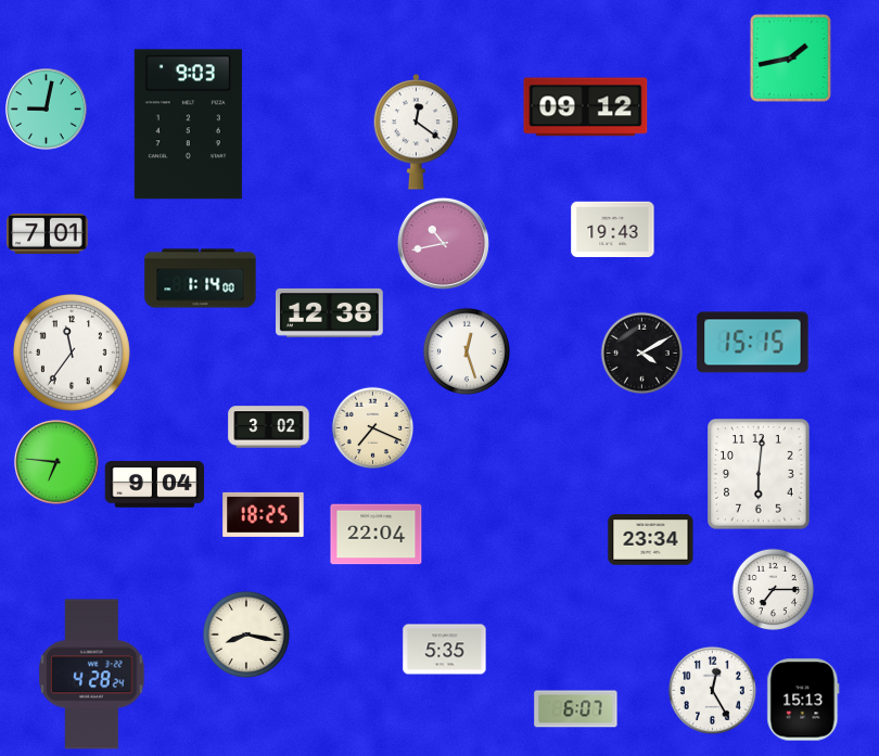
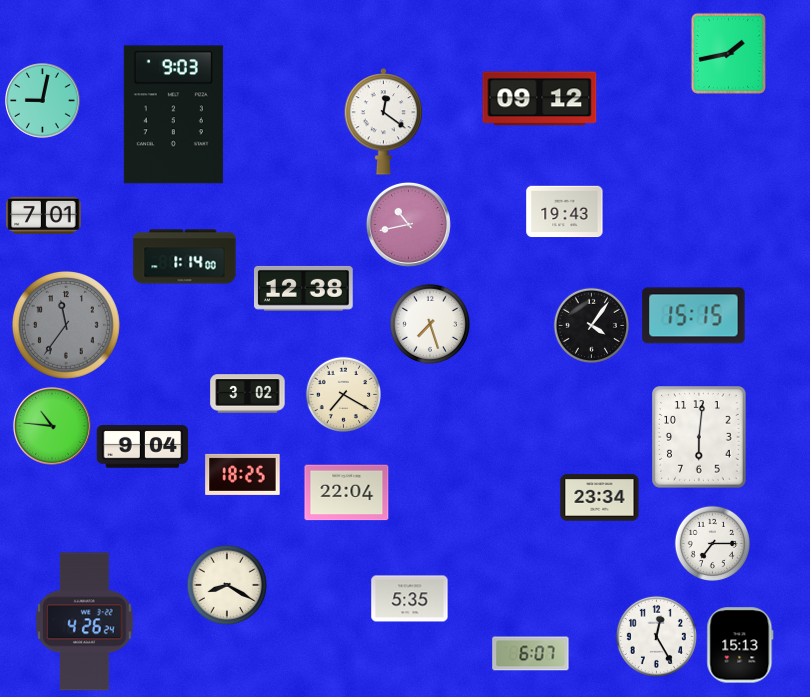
clock at (467, 351): 12:27 -> 7:27
clock at (72, 353) dial: white -> grey
clock at (641, 353): 4:10 -> 4:06
clock at (372, 427): 7:19 -> 7:20
clock at (56, 462): 6:46 -> 10:46
clock at (246, 635): 8:17 -> 8:20
clock at (92, 675): 4:28 -> 4:26
